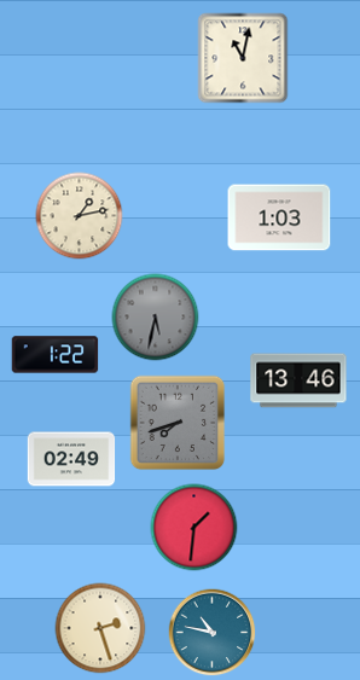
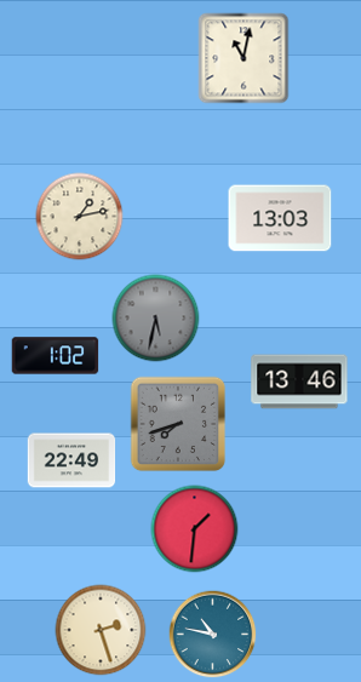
clock at (279, 217): 1:03 -> 13:03
clock at (56, 355): 1:22 -> 1:02
clock at (71, 459): 02:49 -> 22:49
